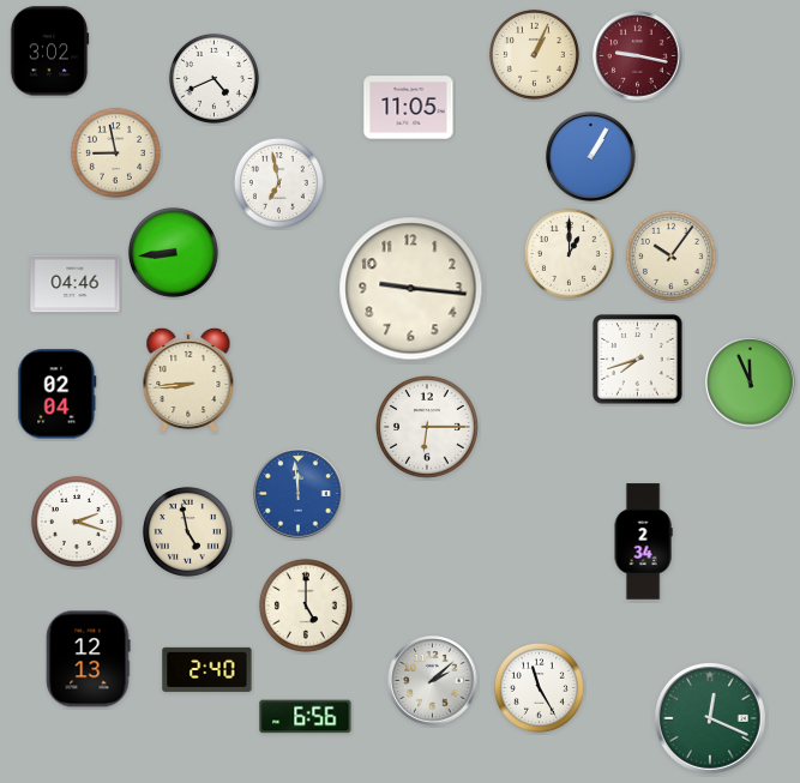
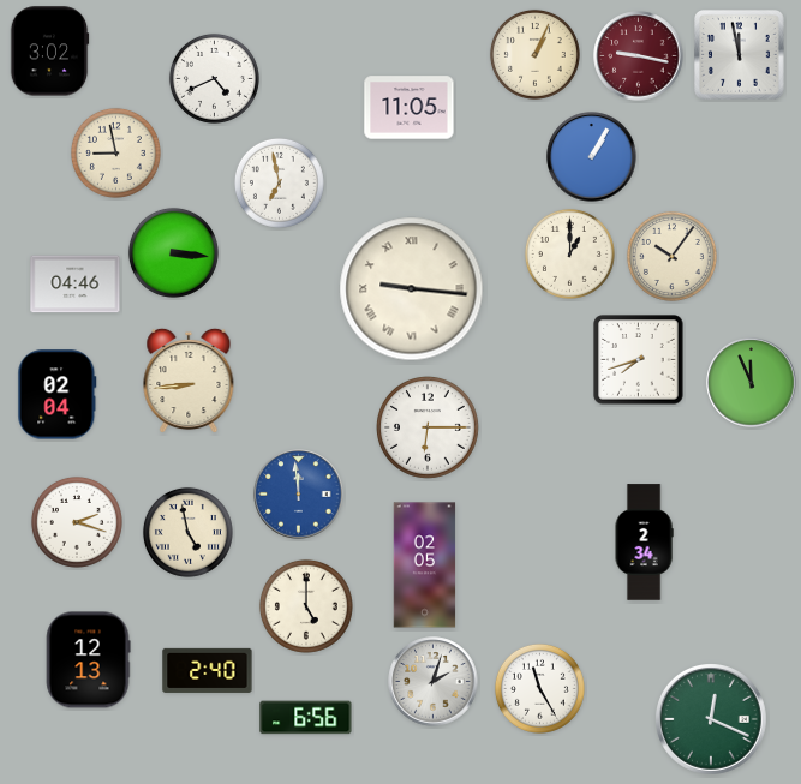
clock at (740, 55): none -> 11:58
clock at (173, 252): 8:44 -> 3:16
clock at (411, 289) numerals: Arabic -> Roman
clock at (425, 565): none -> 02:05
clock at (433, 681): 2:08 -> 2:03
